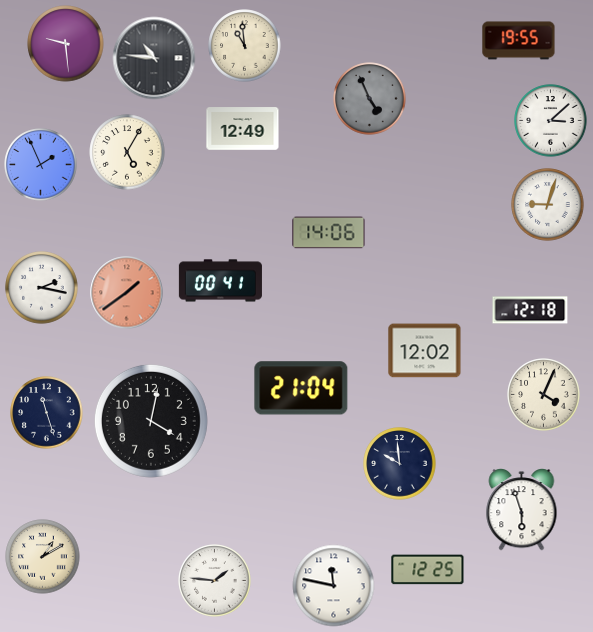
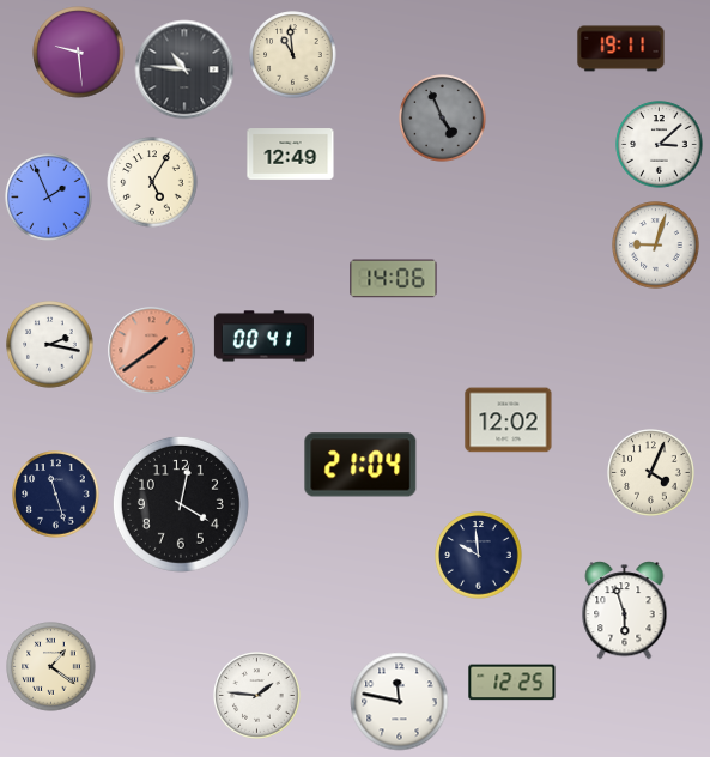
clock at (519, 41): 19:55 -> 19:11
clock at (530, 310): 12:18 -> none
clock at (43, 557): 1:10 -> 1:21
